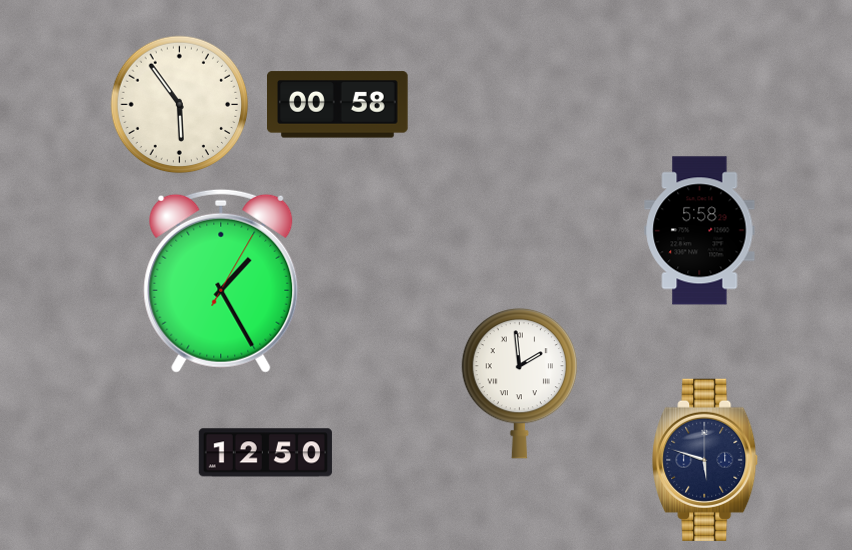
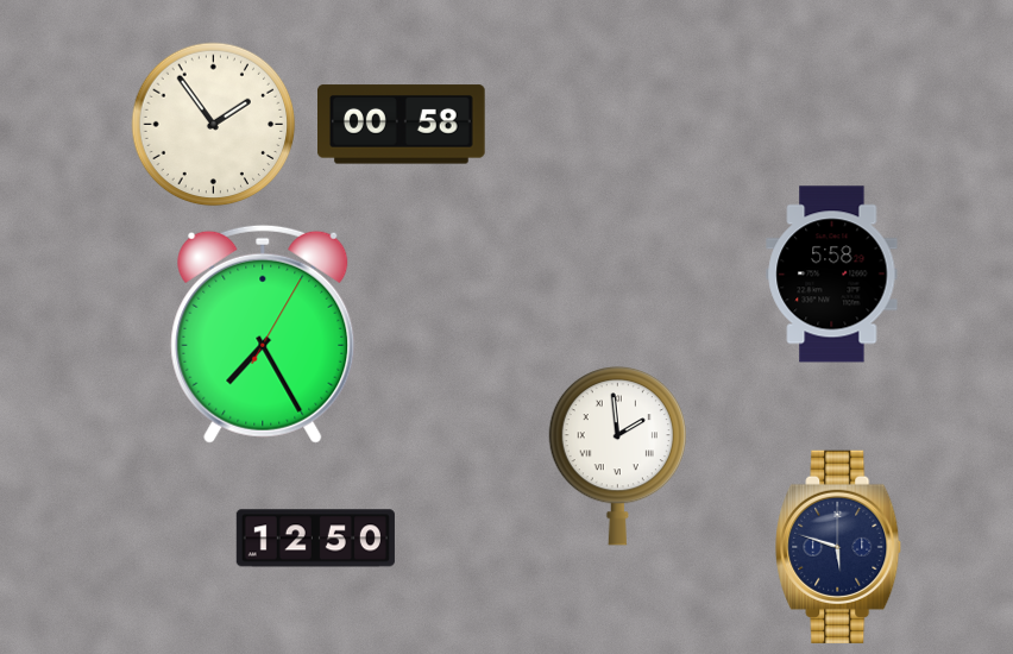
clock at (180, 105): 5:54 -> 1:54
clock at (221, 281): 1:25 -> 7:25
